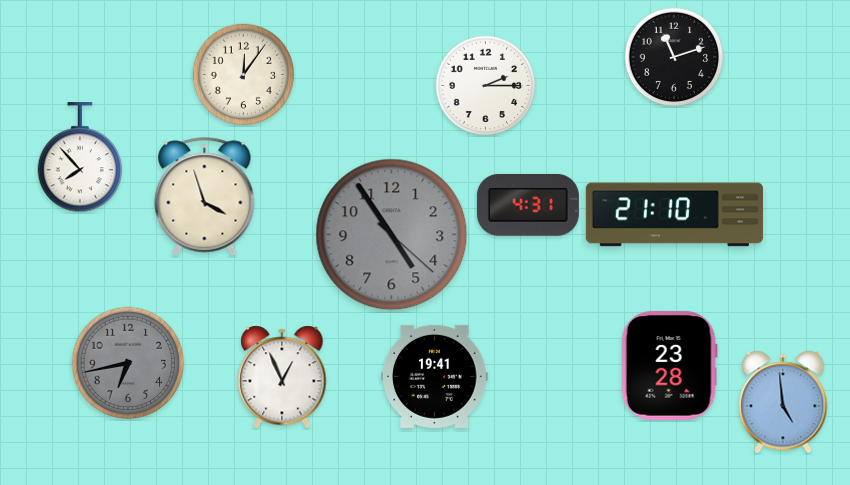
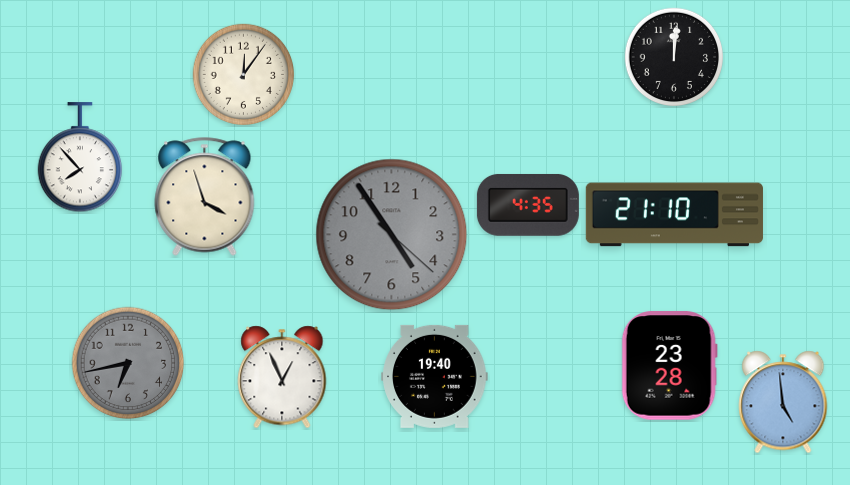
clock at (673, 56): 11:12 -> 12:01
clock at (485, 85): 2:15 -> none
clock at (528, 205): 4:31 -> 4:35
clock at (435, 376): 19:41 -> 19:40
